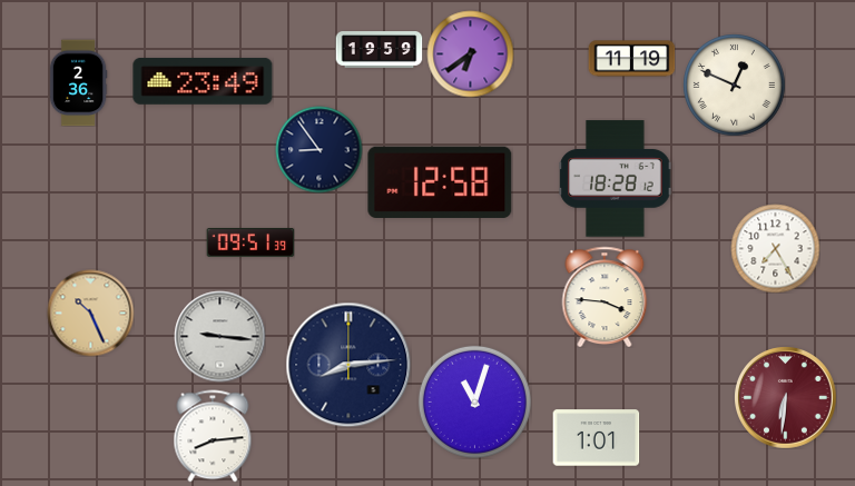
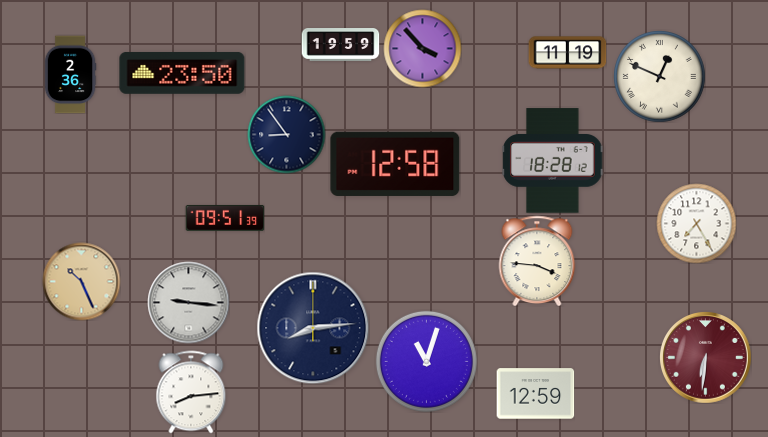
clock at (470, 53): 6:39 -> 3:53
clock at (203, 81): 23:49 -> 23:50
clock at (605, 297) position: (605, 297) -> (537, 261)
clock at (219, 336) position: (219, 336) -> (188, 302)
clock at (596, 438): 1:01 -> 12:59
